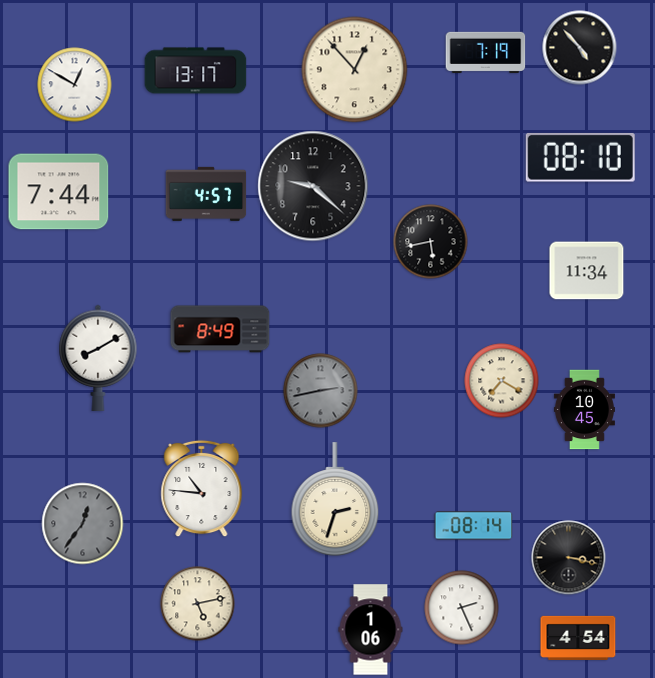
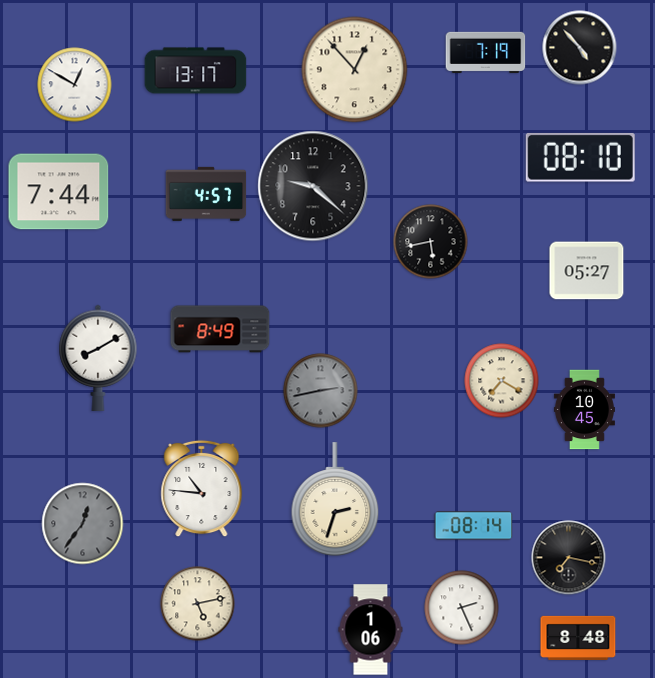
clock at (587, 271): 11:34 -> 05:27
clock at (569, 558): 3:17 -> 7:17
clock at (578, 638): 4:54 -> 8:48
